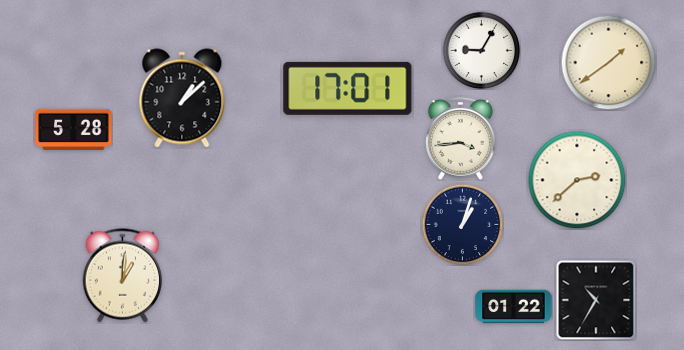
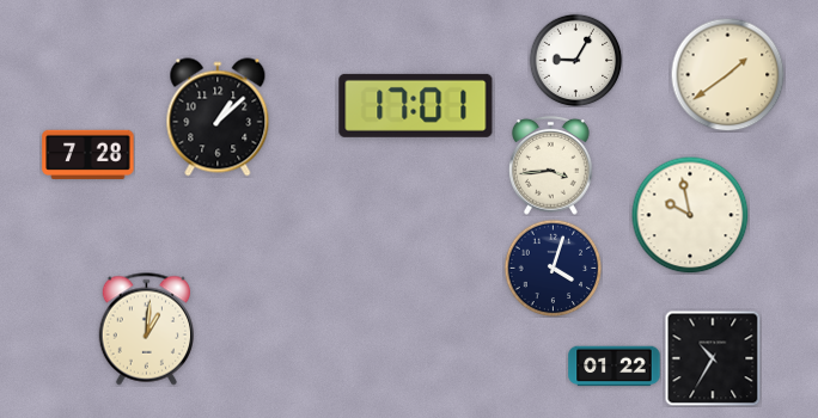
clock at (74, 129): 5:28 -> 7:28
clock at (577, 180): 2:38 -> 9:58
clock at (462, 224): 1:03 -> 4:03
